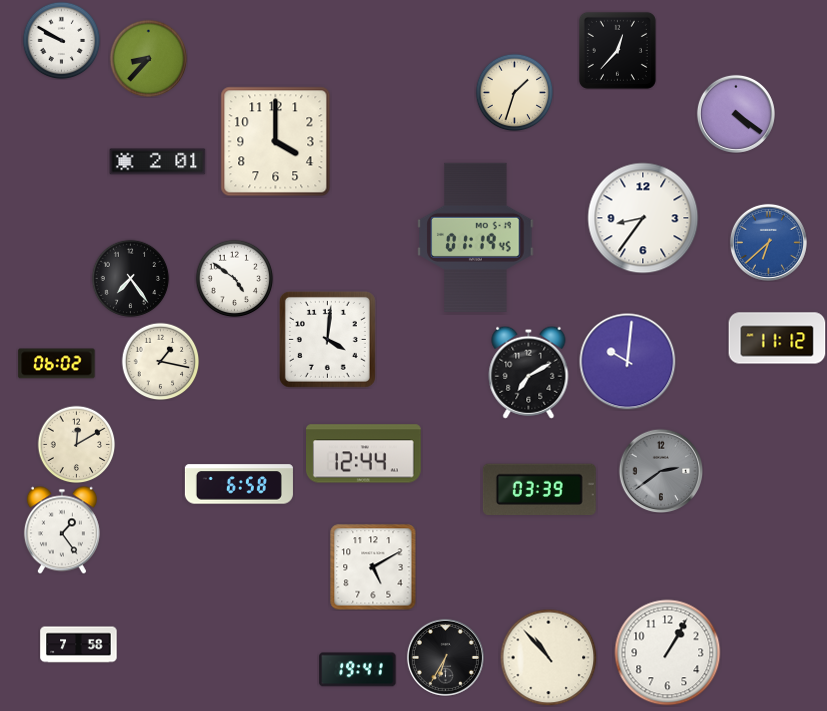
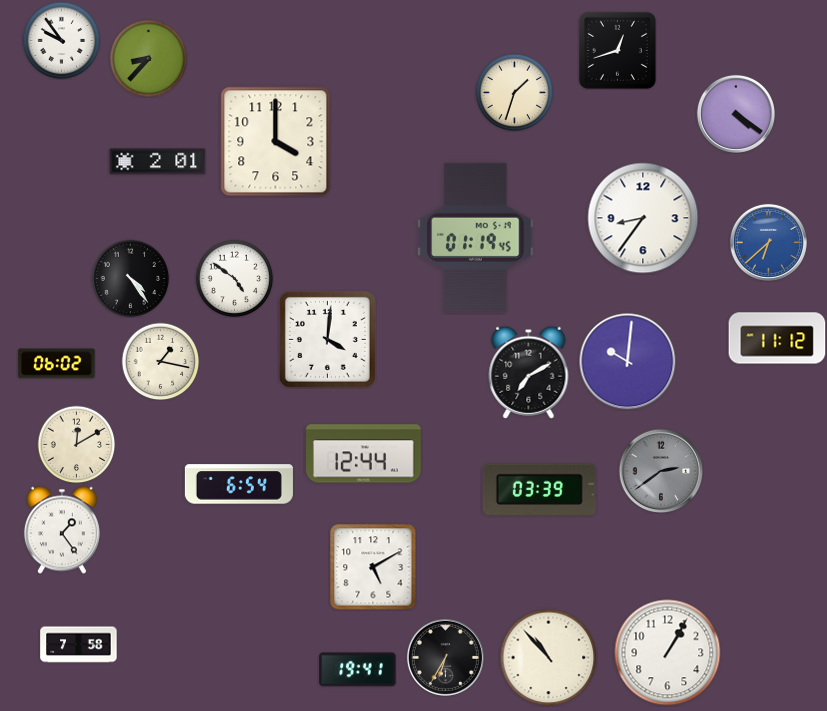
clock at (61, 40): 9:50 -> 9:54
clock at (617, 50): 12:37 -> 12:42
clock at (130, 278): 7:24 -> 4:24
clock at (239, 484): 6:58 -> 6:54
